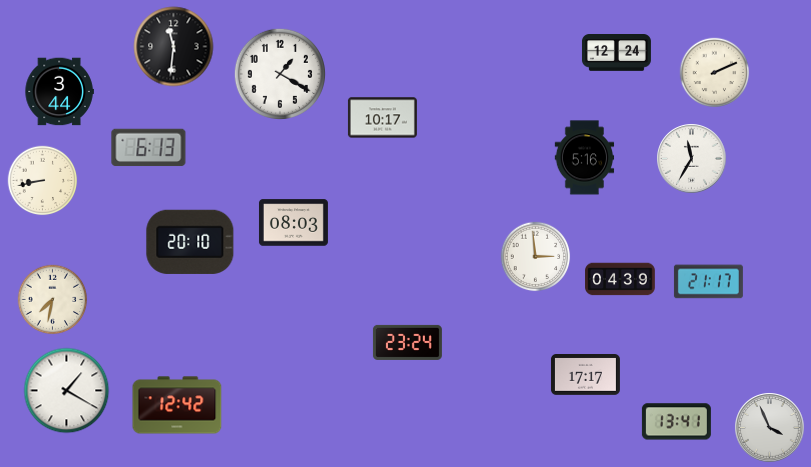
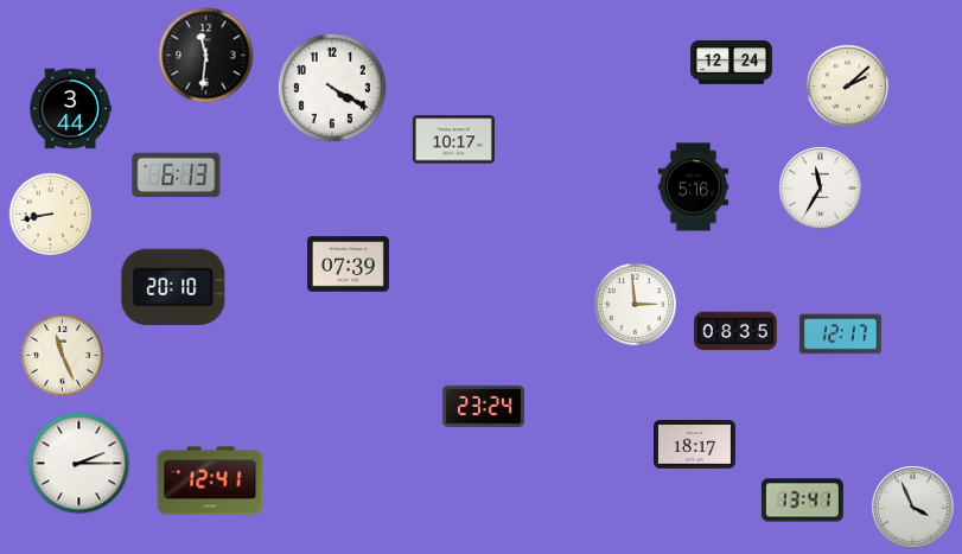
clock at (715, 73): 2:11 -> 2:08
clock at (280, 74): 1:20 -> 4:20
clock at (293, 223): 08:03 -> 07:39
clock at (190, 242) position: (190, 242) -> (173, 287)
clock at (620, 279): 04:39 -> 08:35
clock at (708, 282): 21:17 -> 12:17
clock at (53, 300): 7:32 -> 11:26
clock at (585, 375): 17:17 -> 18:17
clock at (67, 391): 1:20 -> 2:15
clock at (177, 405): 12:42 -> 12:41
